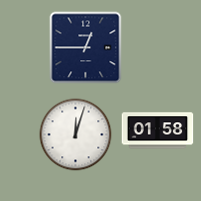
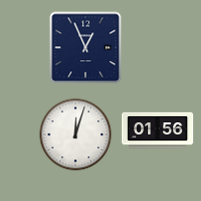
clock at (86, 48): 12:45 -> 12:56
clock at (158, 131): 01:58 -> 01:56
